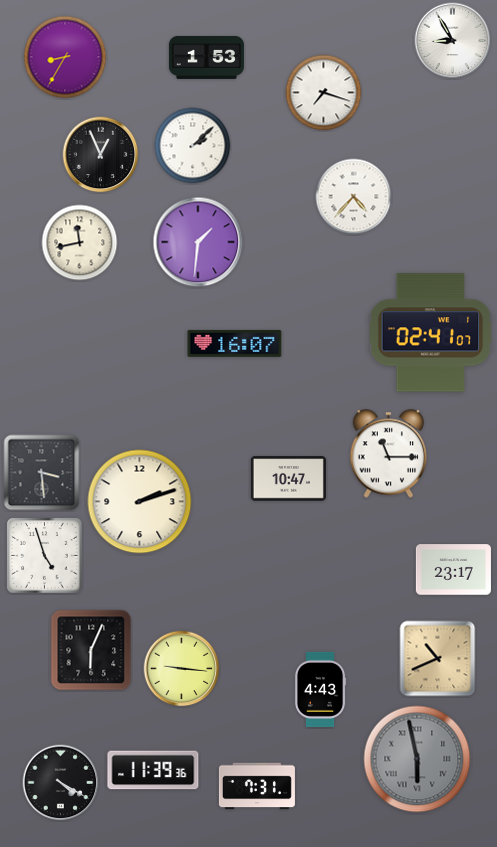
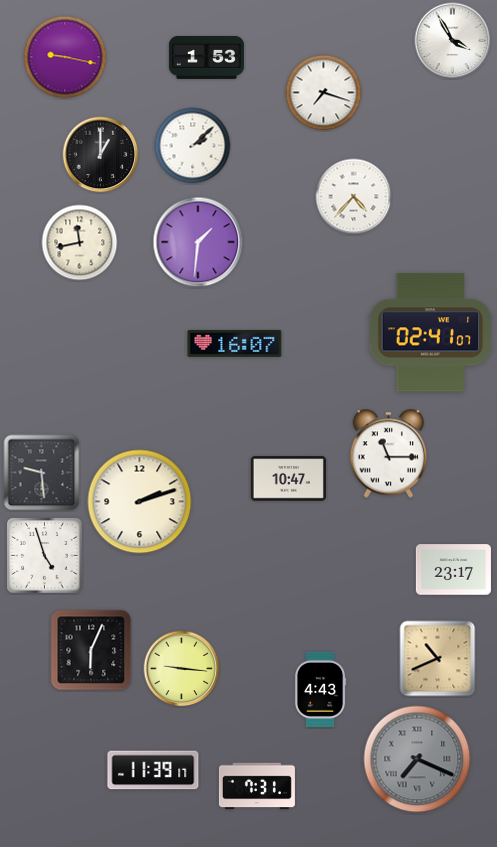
clock at (453, 41): 8:55 -> 3:55
clock at (65, 57): 8:35 -> 9:17
clock at (101, 155): 12:56 -> 1:00
clock at (42, 473): 3:29 -> 9:29
clock at (417, 759): 5:58 -> 7:19
clock at (153, 770): 11:39:36 -> 11:39:17
clock at (61, 783): 4:20 -> none
